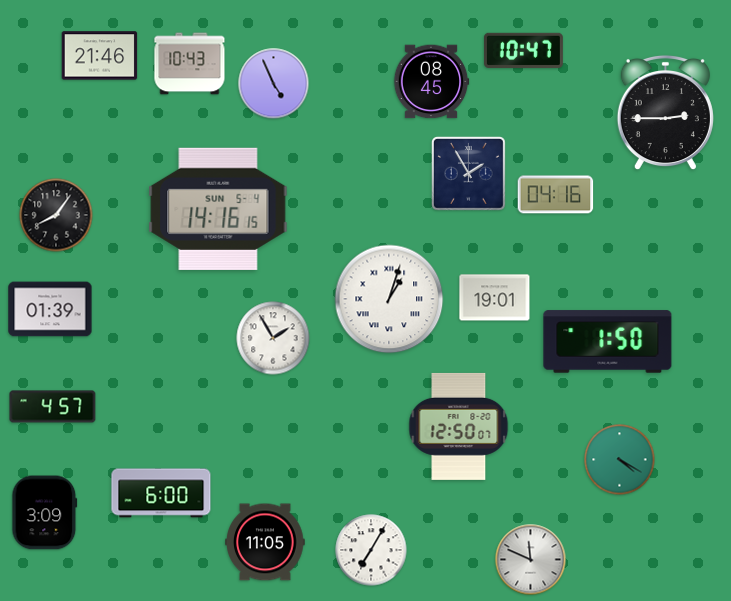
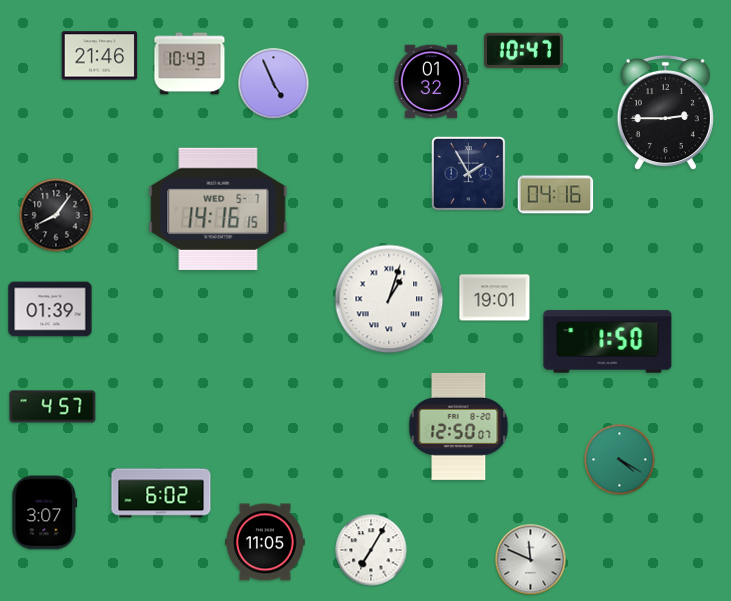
clock at (431, 82): 08:45 -> 01:32
clock at (218, 209) date: SUN 5-4 -> WED 5-7
clock at (273, 338): 1:55 -> none
clock at (161, 493): 6:00 -> 6:02
clock at (45, 513): 3:09 -> 3:07
